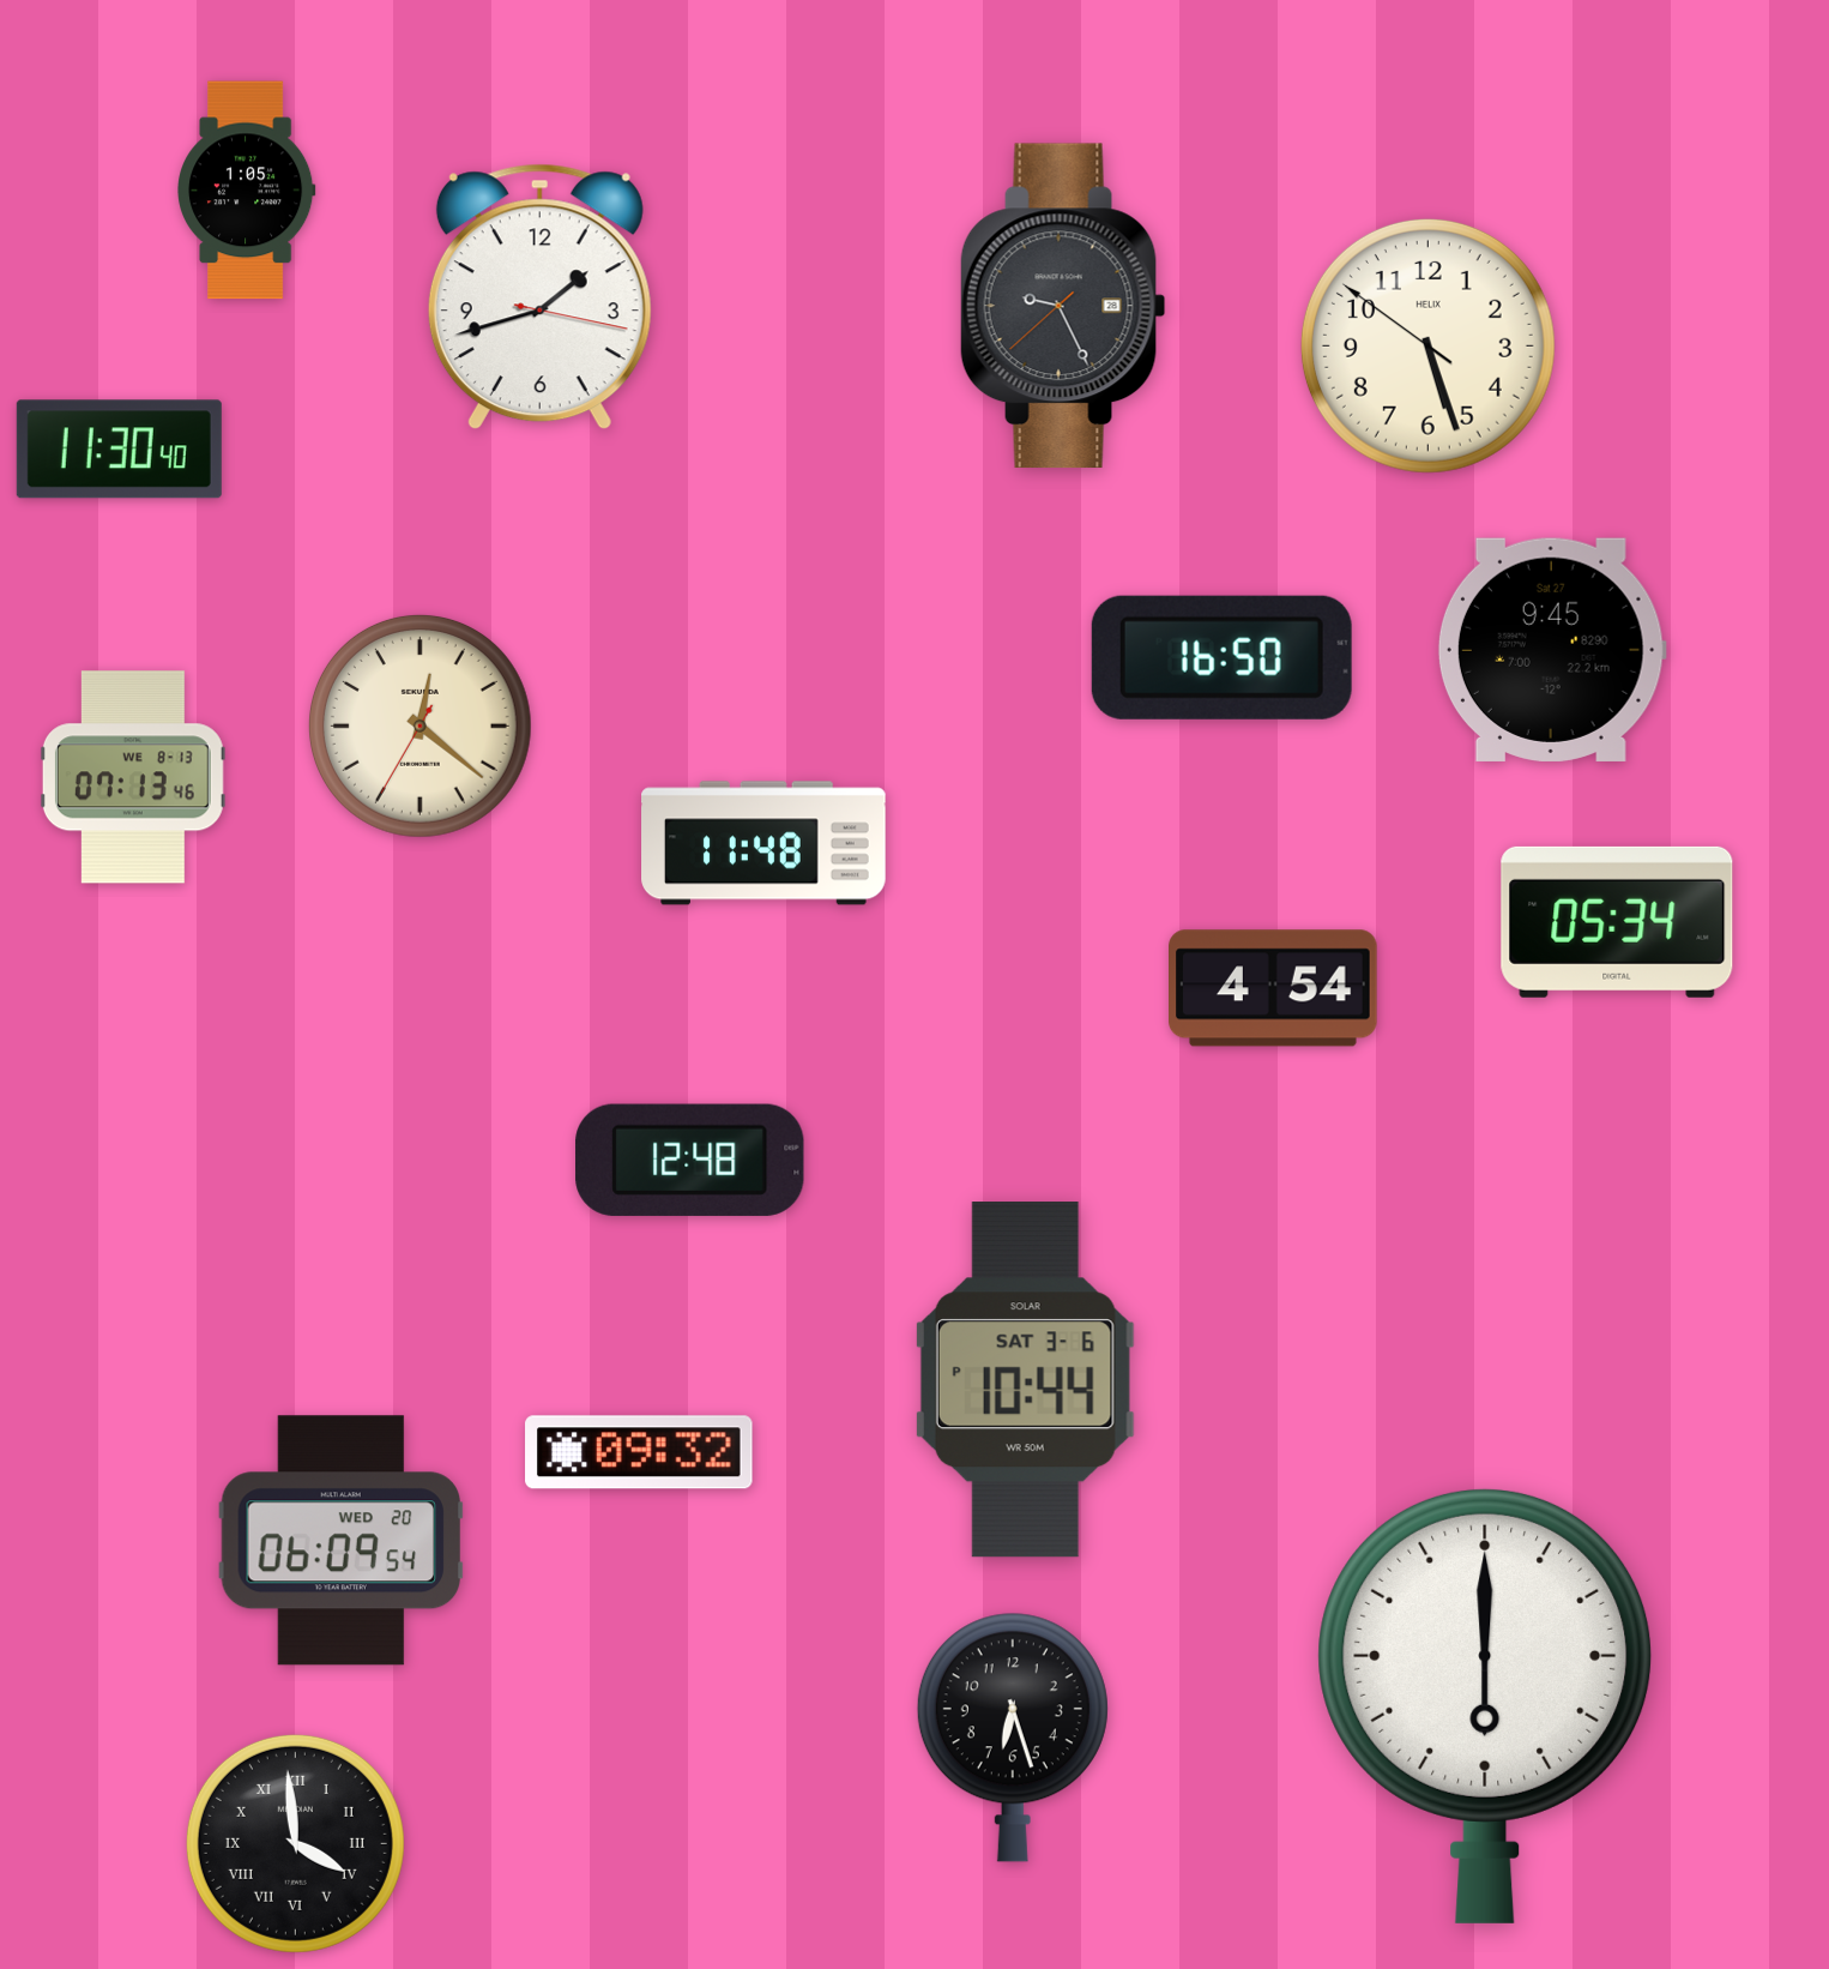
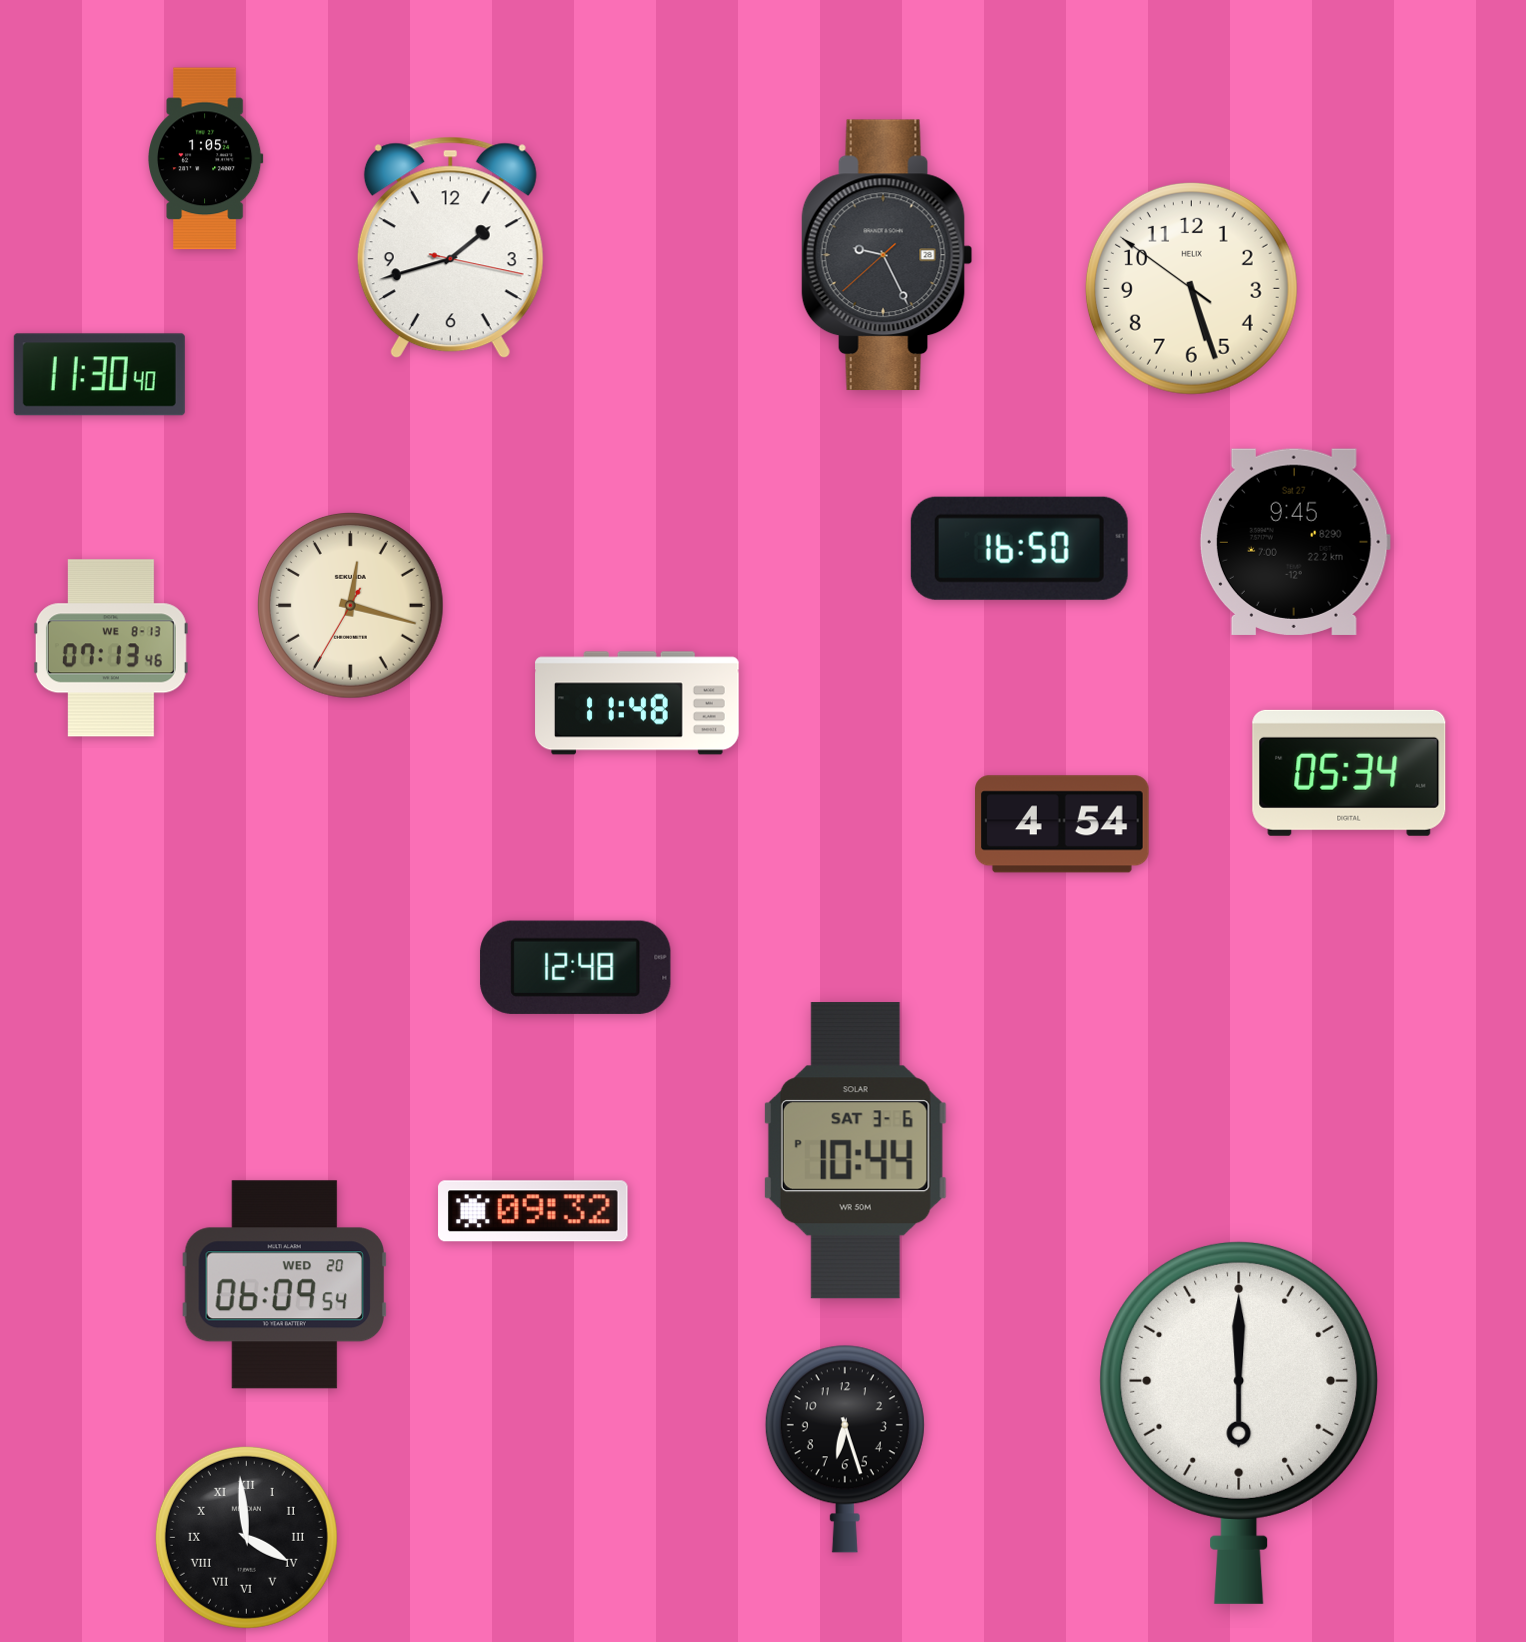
clock at (421, 727): 12:21 -> 12:17
clock at (1617, 922) position: (1617, 922) -> (1349, 773)
